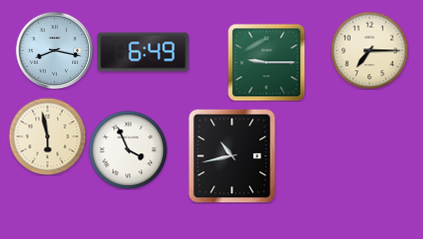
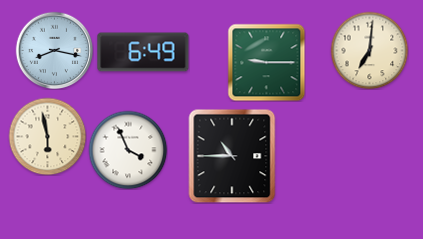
clock at (369, 50): 7:15 -> 7:01
clock at (232, 156): 10:43 -> 10:45
